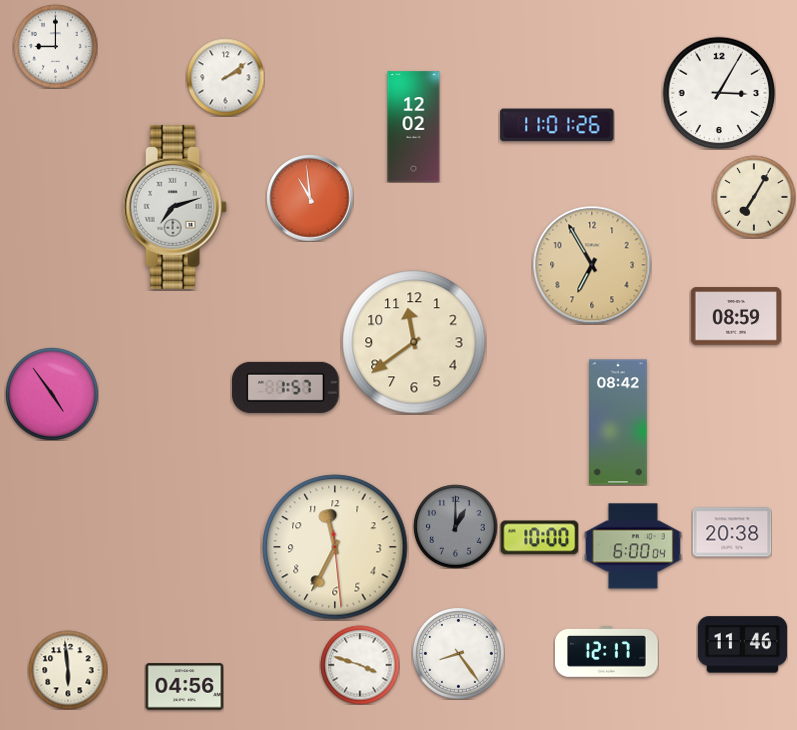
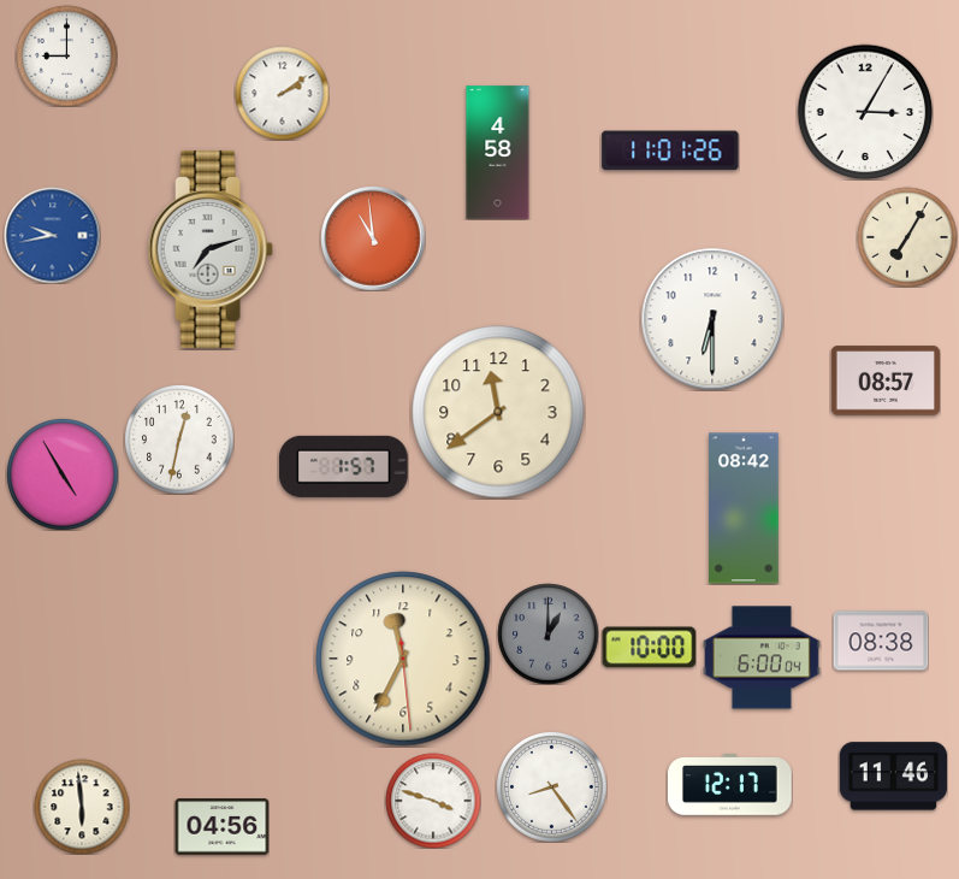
clock at (225, 77) position: (225, 77) -> (282, 93)
clock at (414, 127): 12:02 -> 4:58
clock at (52, 235): none -> 9:43
clock at (592, 265): 6:55 -> 6:30
clock at (592, 265) dial: champagne -> white
clock at (735, 316): 08:59 -> 08:57
clock at (179, 440): none -> 12:32
clock at (52, 394): 4:54 -> 4:55
clock at (732, 532): 20:38 -> 08:38
